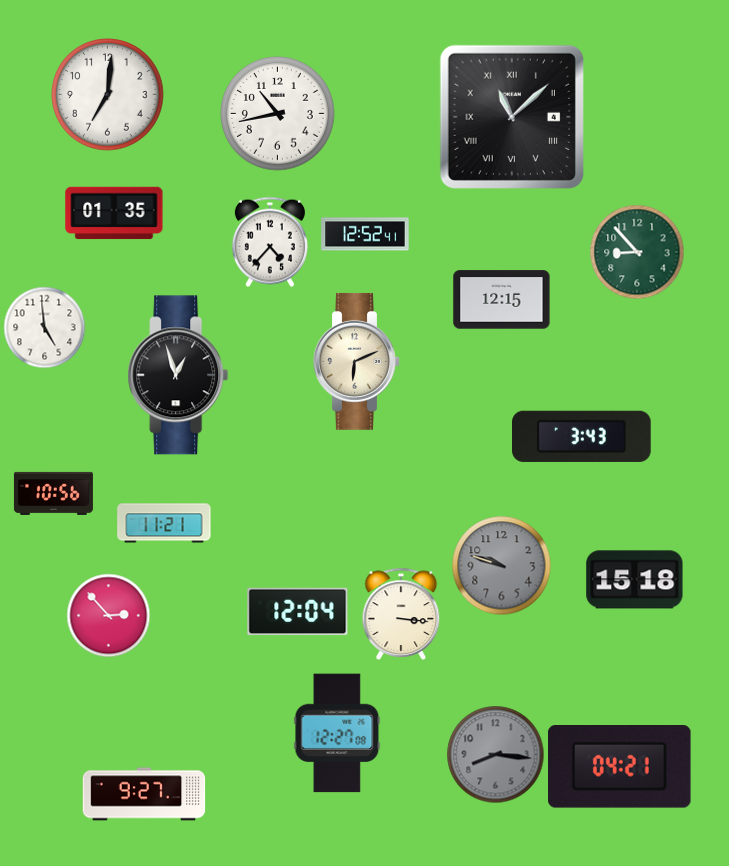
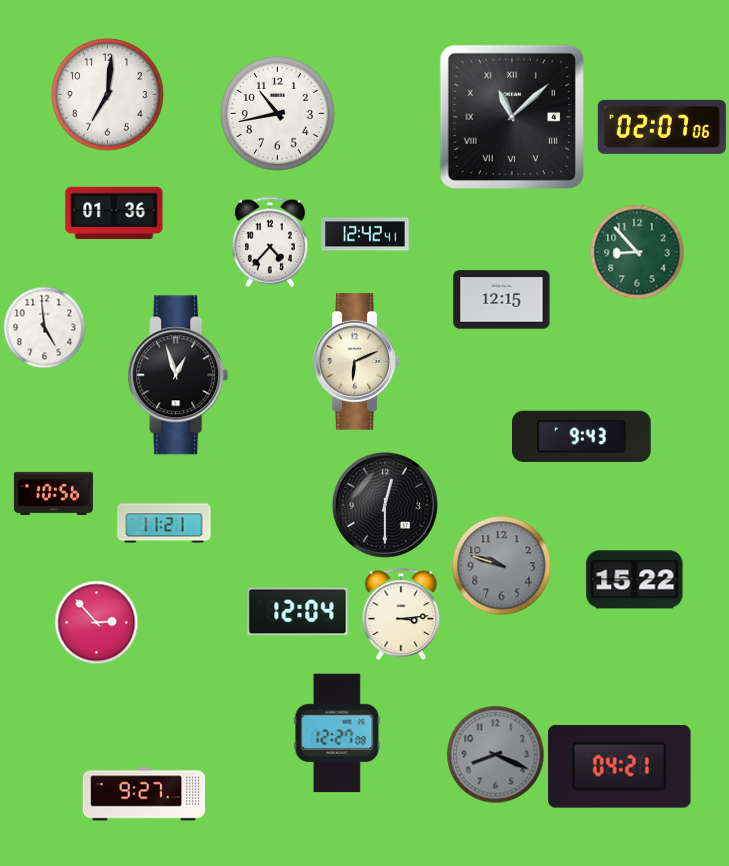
clock at (662, 127): none -> 02:07
clock at (114, 213): 01:35 -> 01:36
clock at (365, 234): 12:52 -> 12:42
clock at (582, 436): 3:43 -> 9:43
clock at (385, 505): none -> 12:30
clock at (635, 580): 15:18 -> 15:22
clock at (401, 614): 3:16 -> 3:14
clock at (108, 615) position: (108, 615) -> (96, 622)
clock at (495, 754): 8:16 -> 8:19
